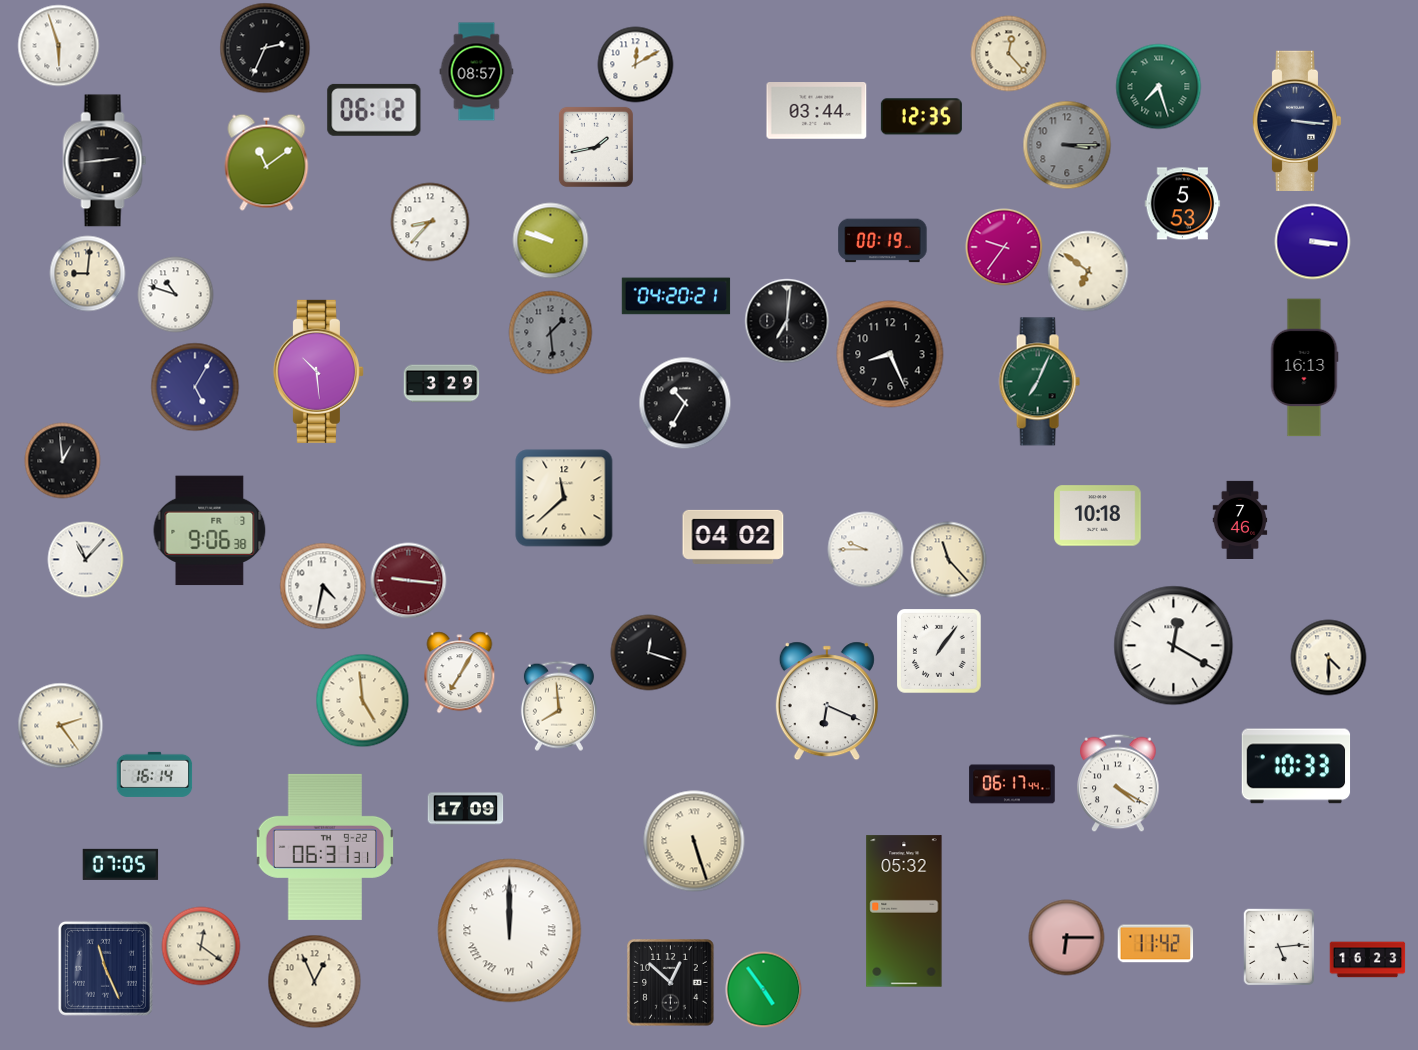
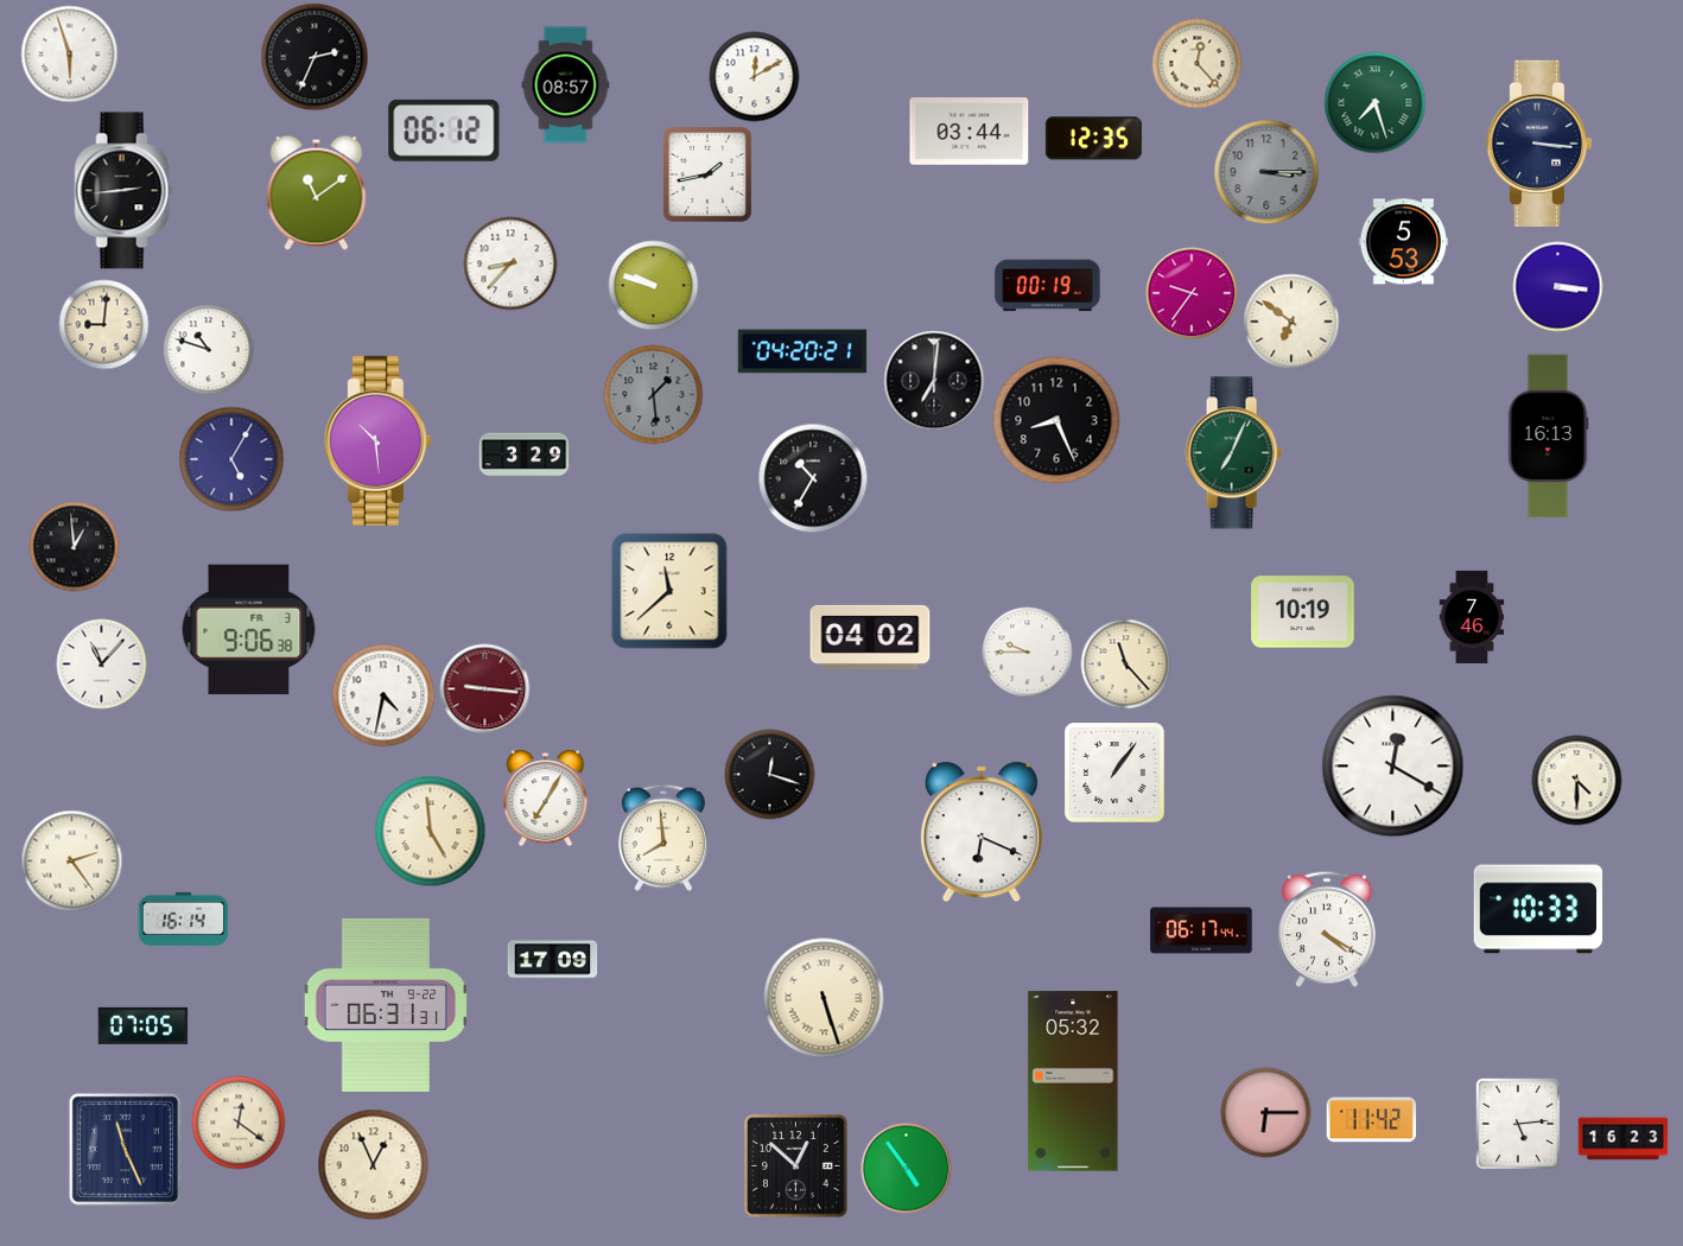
clock at (1098, 516): 10:18 -> 10:19
clock at (510, 931): 12:00 -> none
clock at (764, 990) position: (764, 990) -> (907, 1169)
